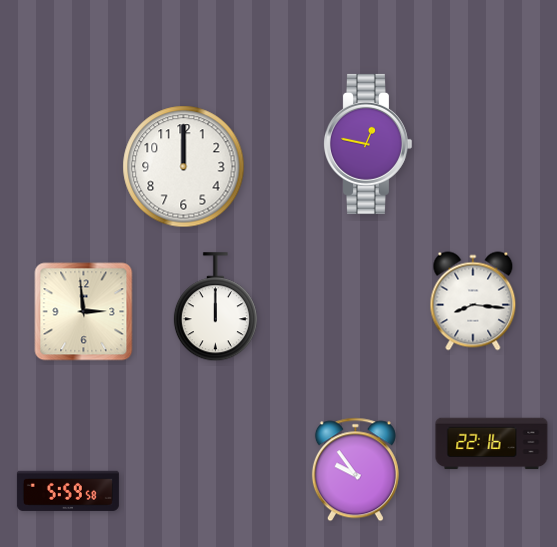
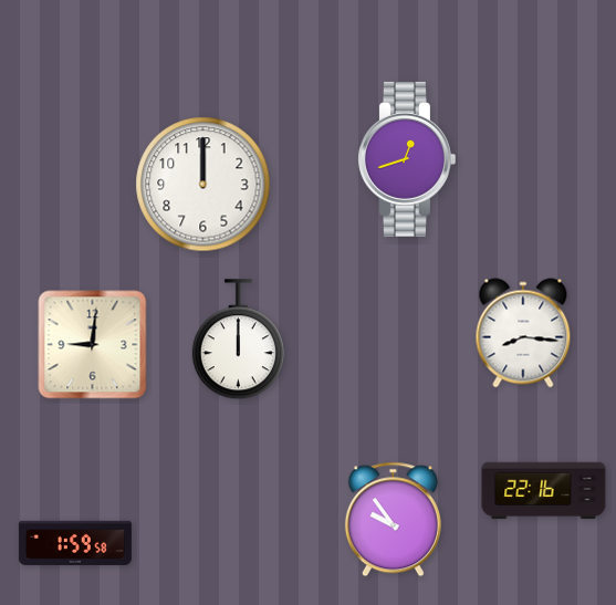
clock at (368, 144): 12:47 -> 12:42
clock at (84, 312): 2:59 -> 9:01
clock at (68, 491): 5:59 -> 1:59
